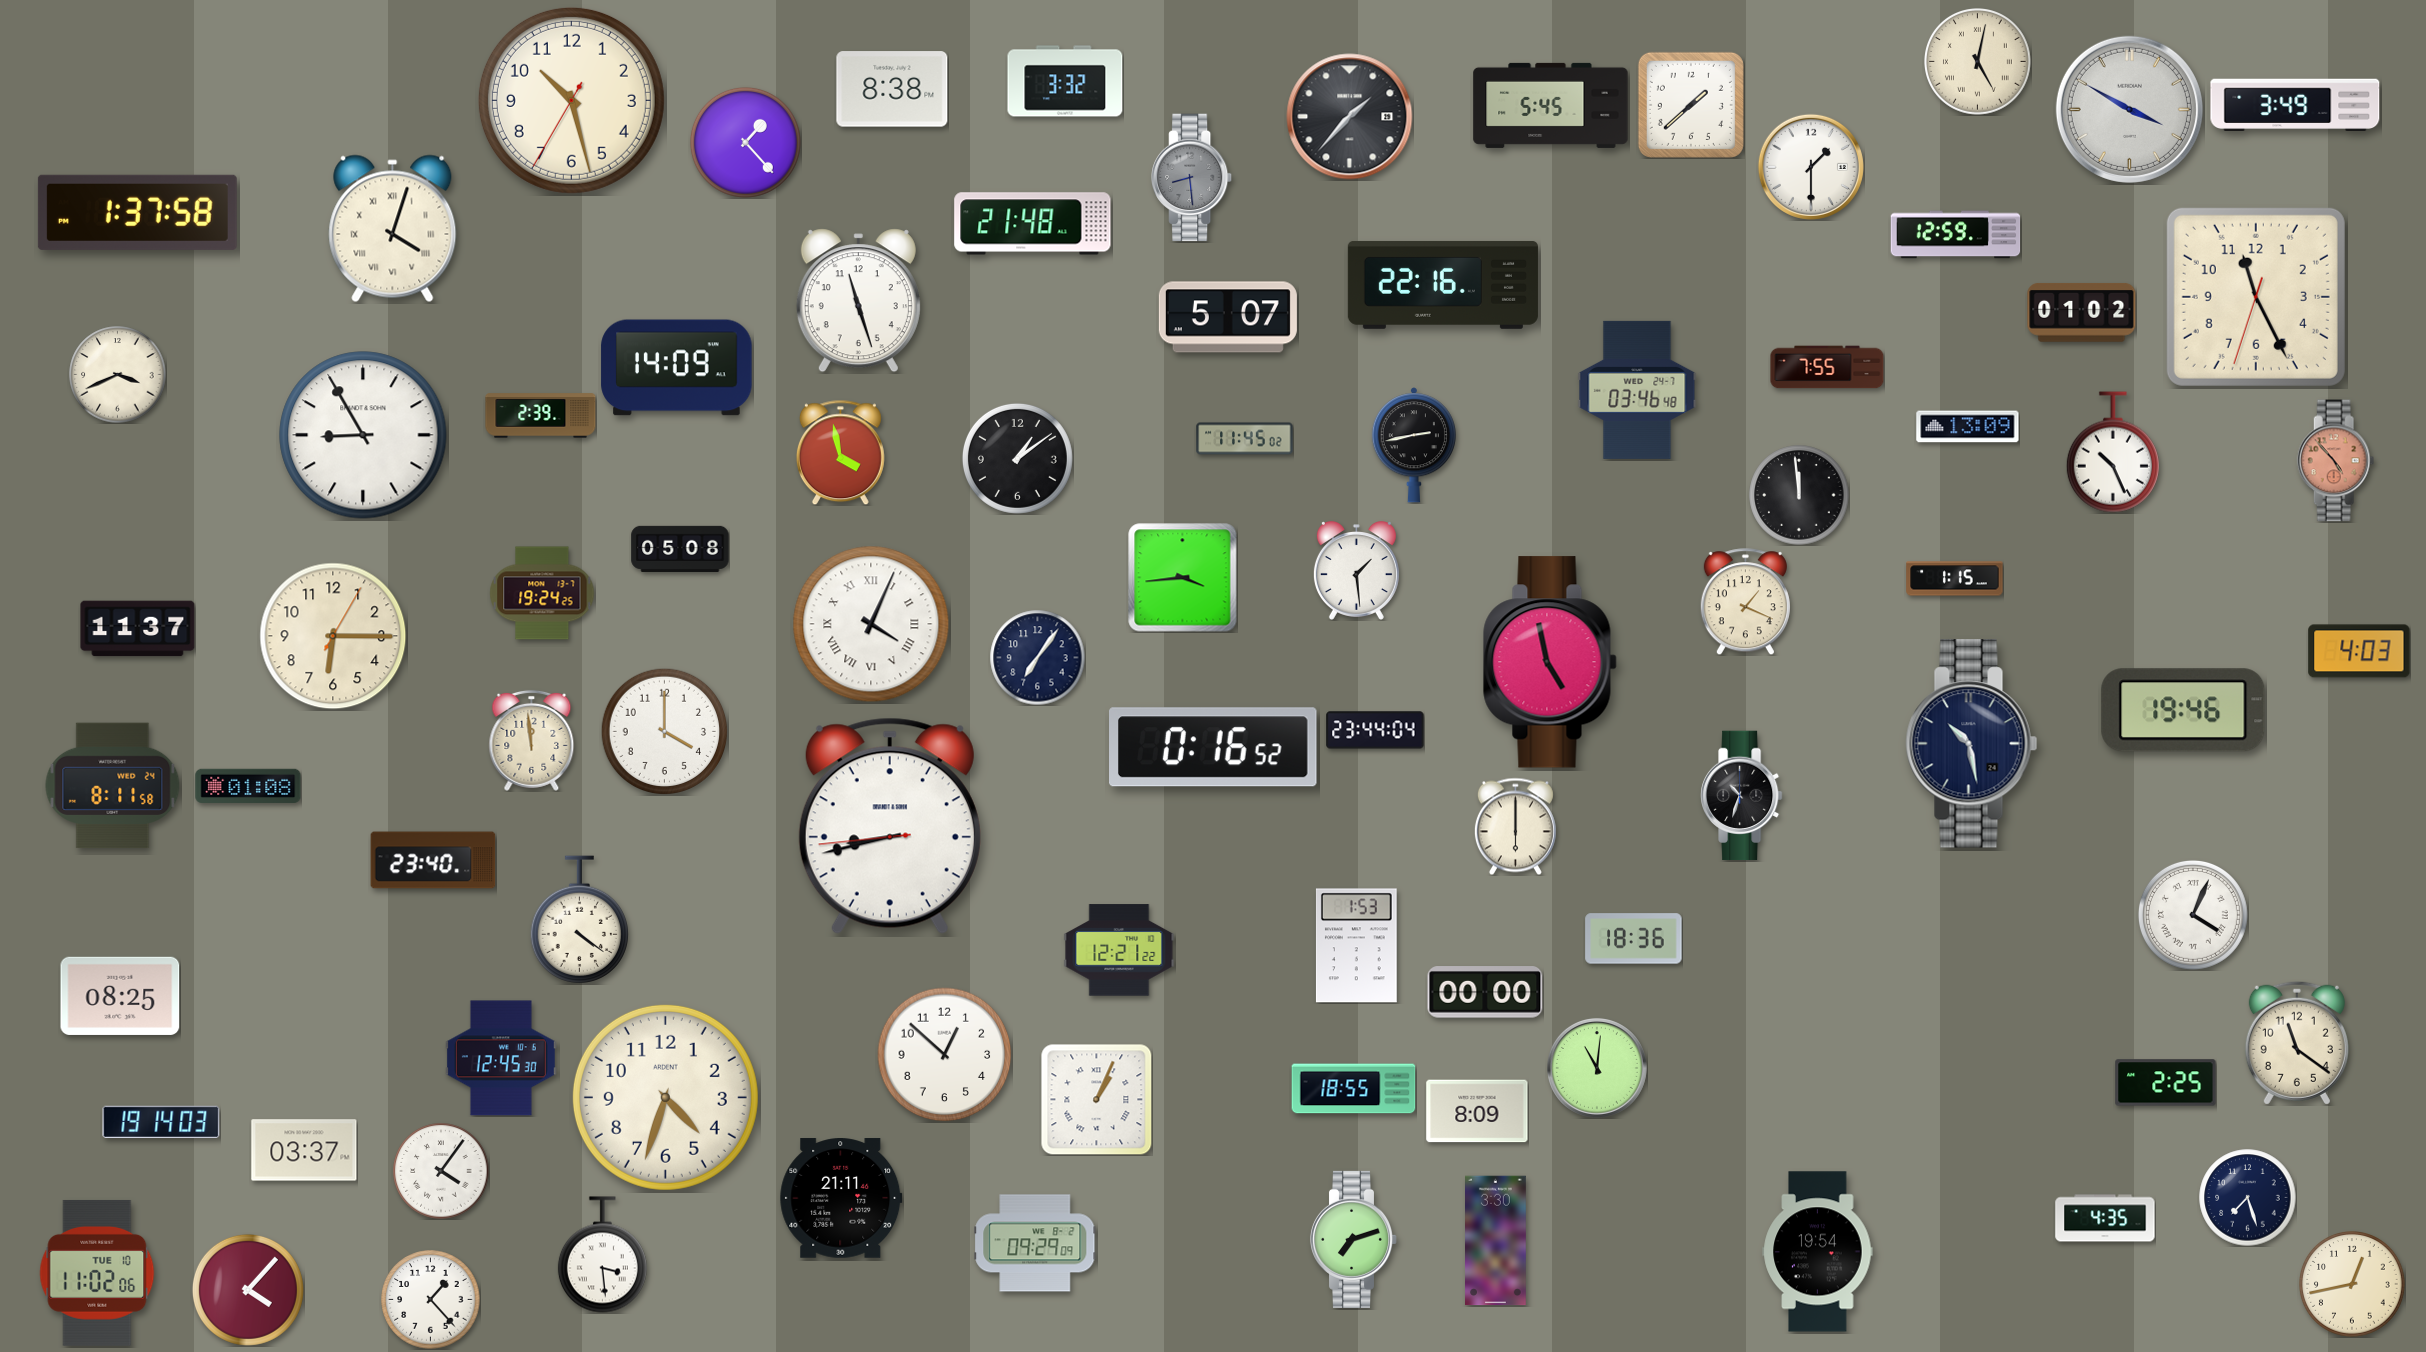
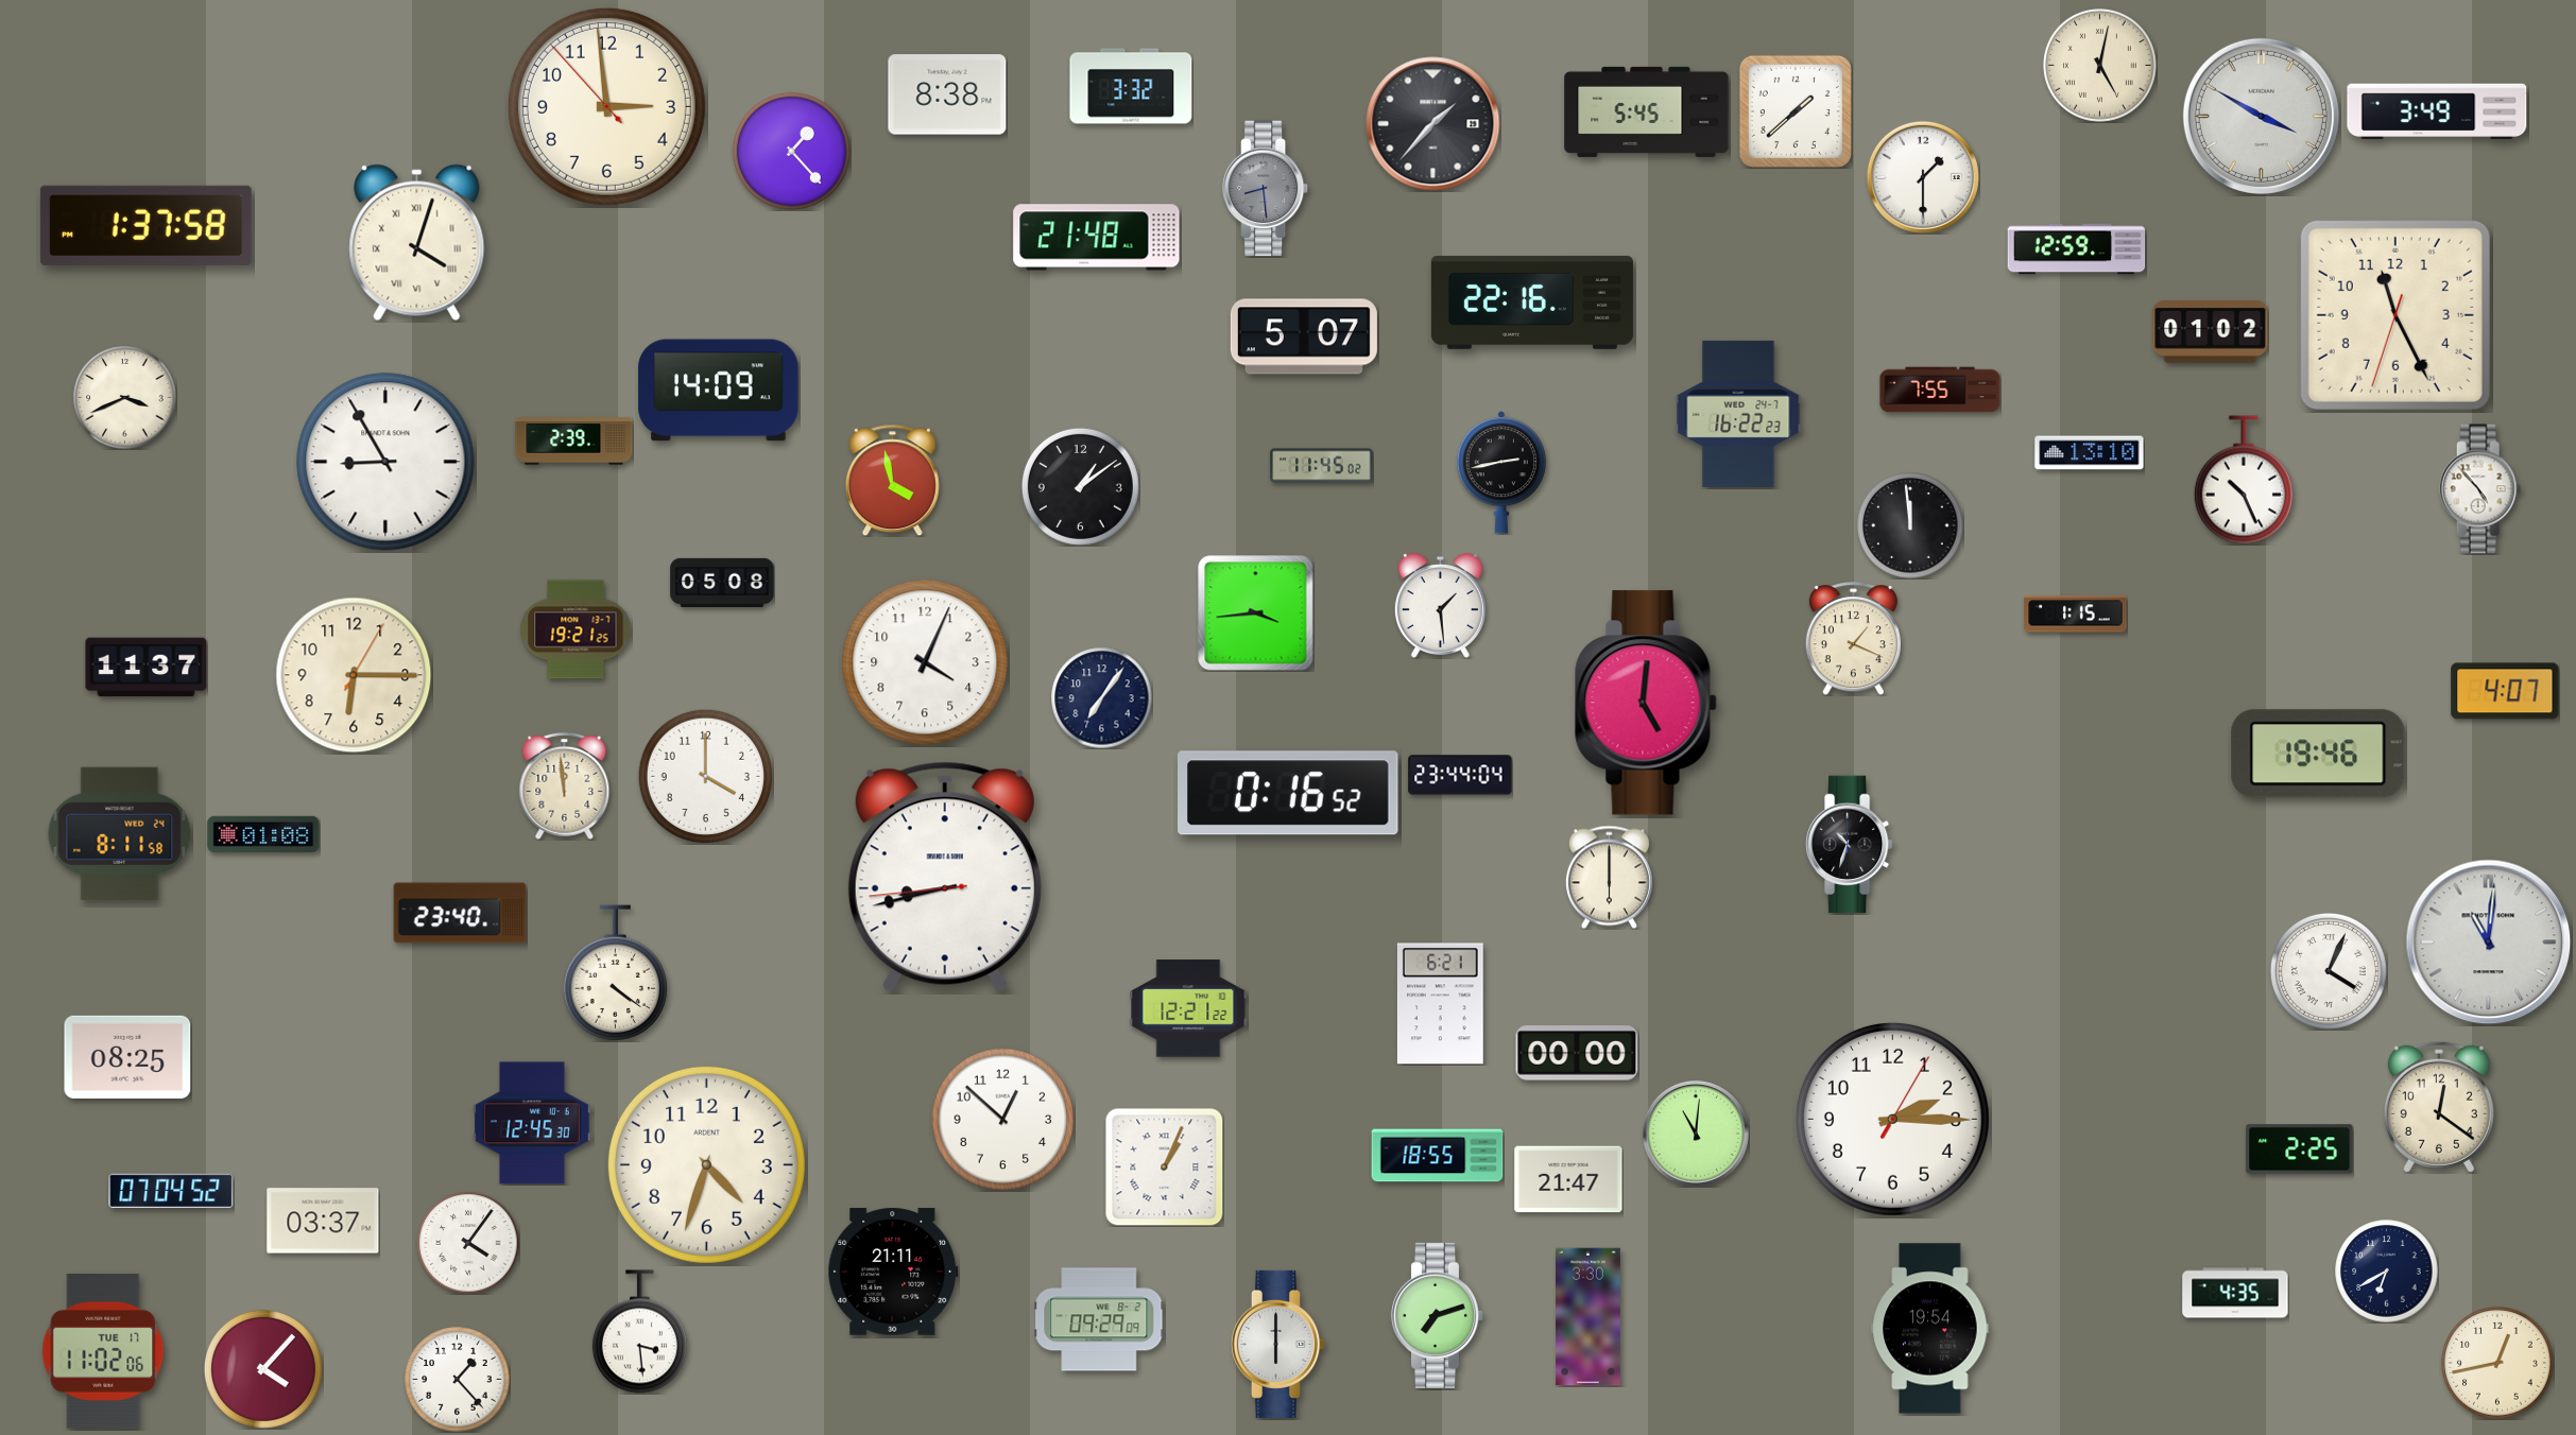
clock at (571, 100): 10:27 -> 2:58
clock at (858, 301): 11:27 -> none
clock at (1637, 390): 03:46 -> 16:22
clock at (1968, 427): 13:09 -> 13:10
clock at (2336, 461) dial: salmon -> white
clock at (542, 593): 19:24 -> 19:21
clock at (871, 624) numerals: Roman -> Arabic
clock at (2359, 651): 4:03 -> 4:07
clock at (1550, 662): 4:58 -> 5:01
clock at (1972, 744): 10:28 -> none
clock at (2489, 943): none -> 11:01
clock at (579, 920) position: (579, 920) -> (615, 973)
clock at (1634, 939): 18:36 -> none
clock at (1356, 946): 1:53 -> 6:21
clock at (2297, 1043): 11:21 -> 12:21
clock at (1892, 1119): none -> 2:15
clock at (1477, 1111): 8:09 -> 21:47
clock at (161, 1122): 19:14 -> 07:04
clock at (2248, 1198): 7:27 -> 6:40
clock at (1277, 1344): none -> 6:00
clock at (97, 1273) date: TUE 10 -> TUE 17
